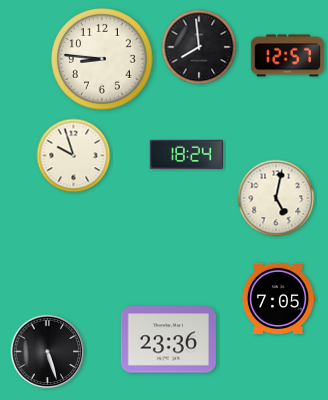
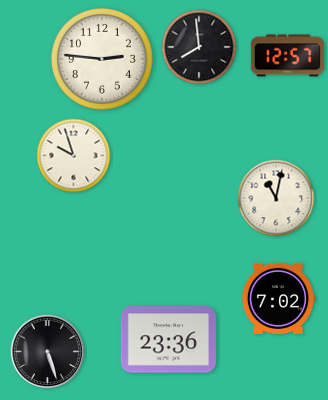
clock at (103, 60): 8:46 -> 2:46
clock at (186, 154): 18:24 -> none
clock at (276, 198): 5:02 -> 11:02
clock at (278, 298): 7:05 -> 7:02
